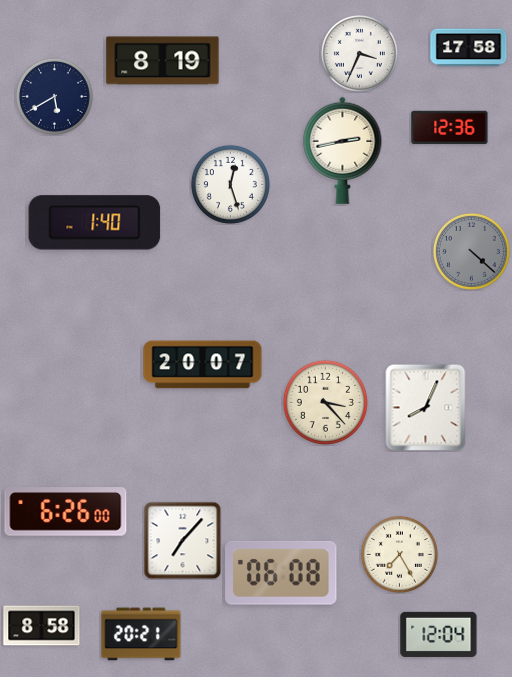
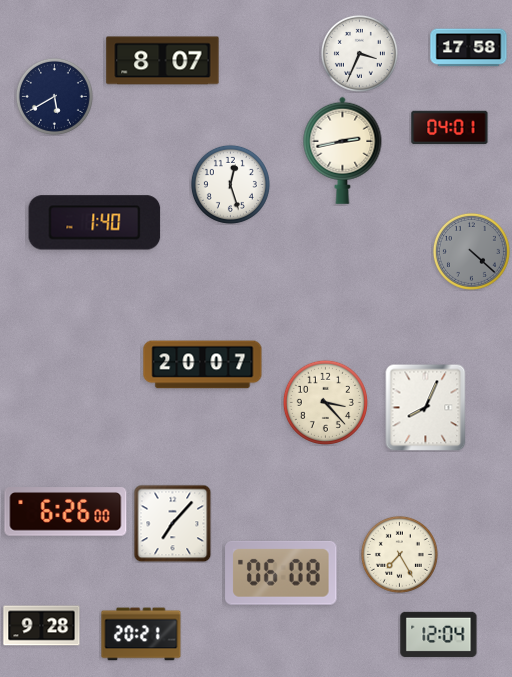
clock at (163, 61): 8:19 -> 8:07
clock at (450, 128): 12:36 -> 04:01
clock at (182, 540) position: (182, 540) -> (172, 523)
clock at (42, 626): 8:58 -> 9:28
